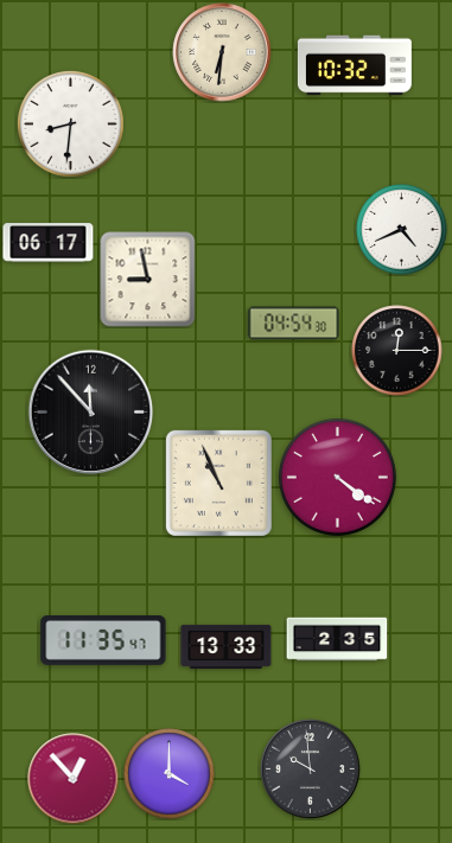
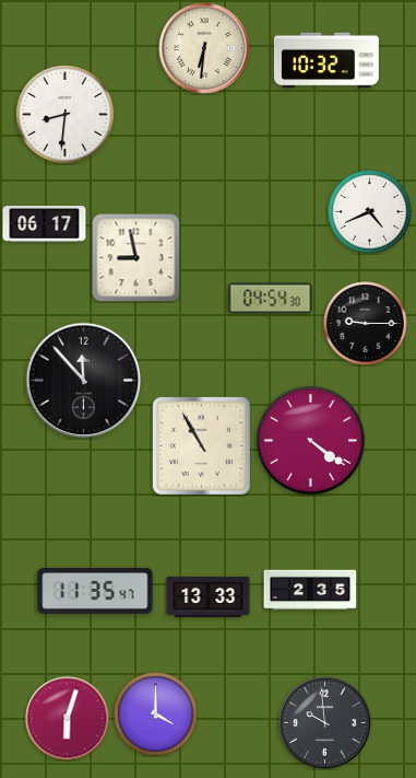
clock at (397, 351): 12:15 -> 9:15
clock at (218, 483): 10:56 -> 10:55
clock at (311, 769) position: (311, 769) -> (325, 723)
clock at (74, 779): 12:53 -> 6:03
